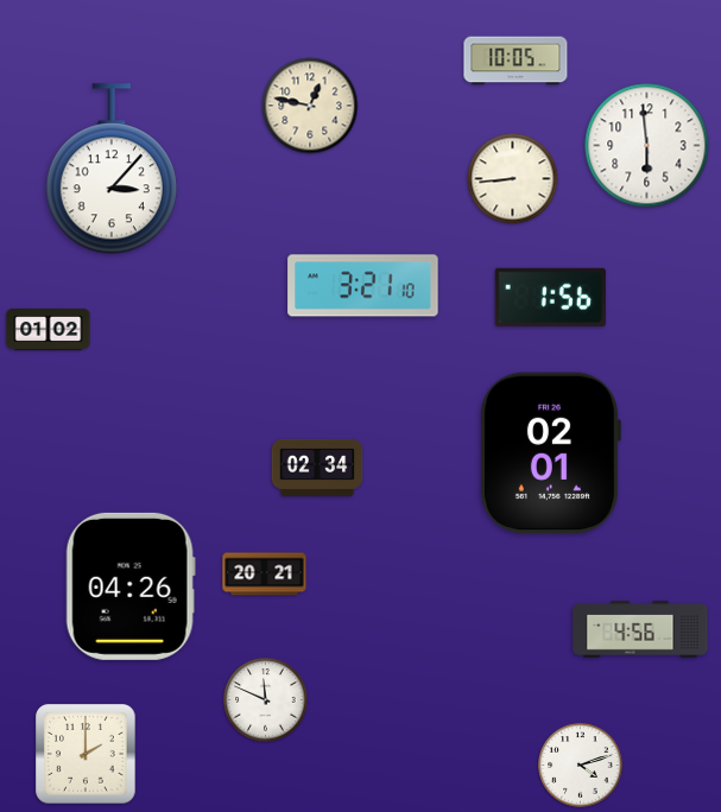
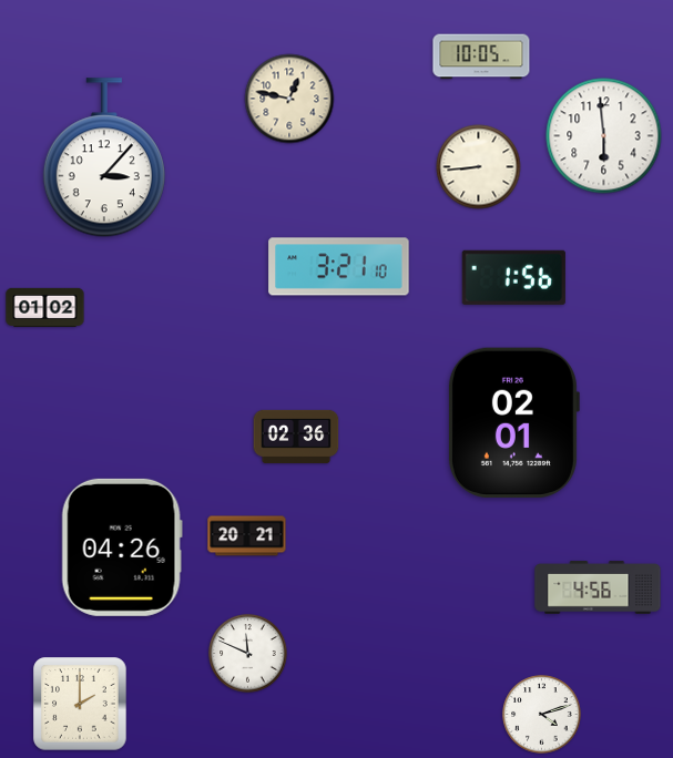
clock at (317, 468): 02:34 -> 02:36
